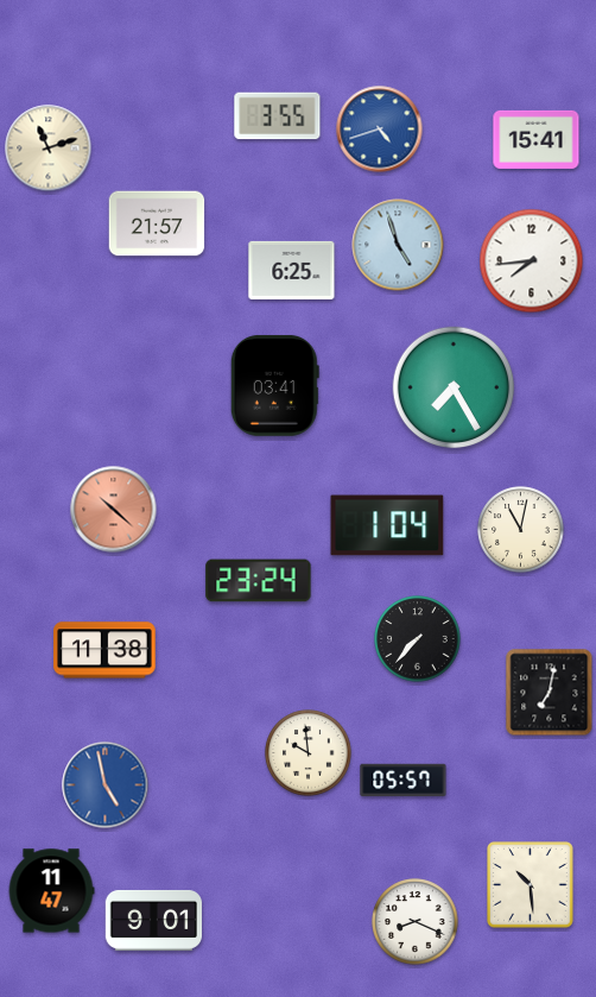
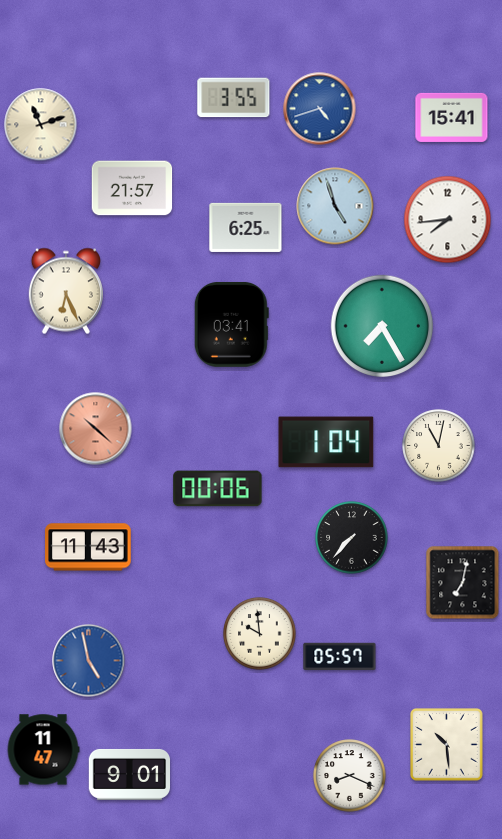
clock at (66, 291): none -> 6:26
clock at (259, 581): 23:24 -> 00:06
clock at (104, 650): 11:38 -> 11:43
